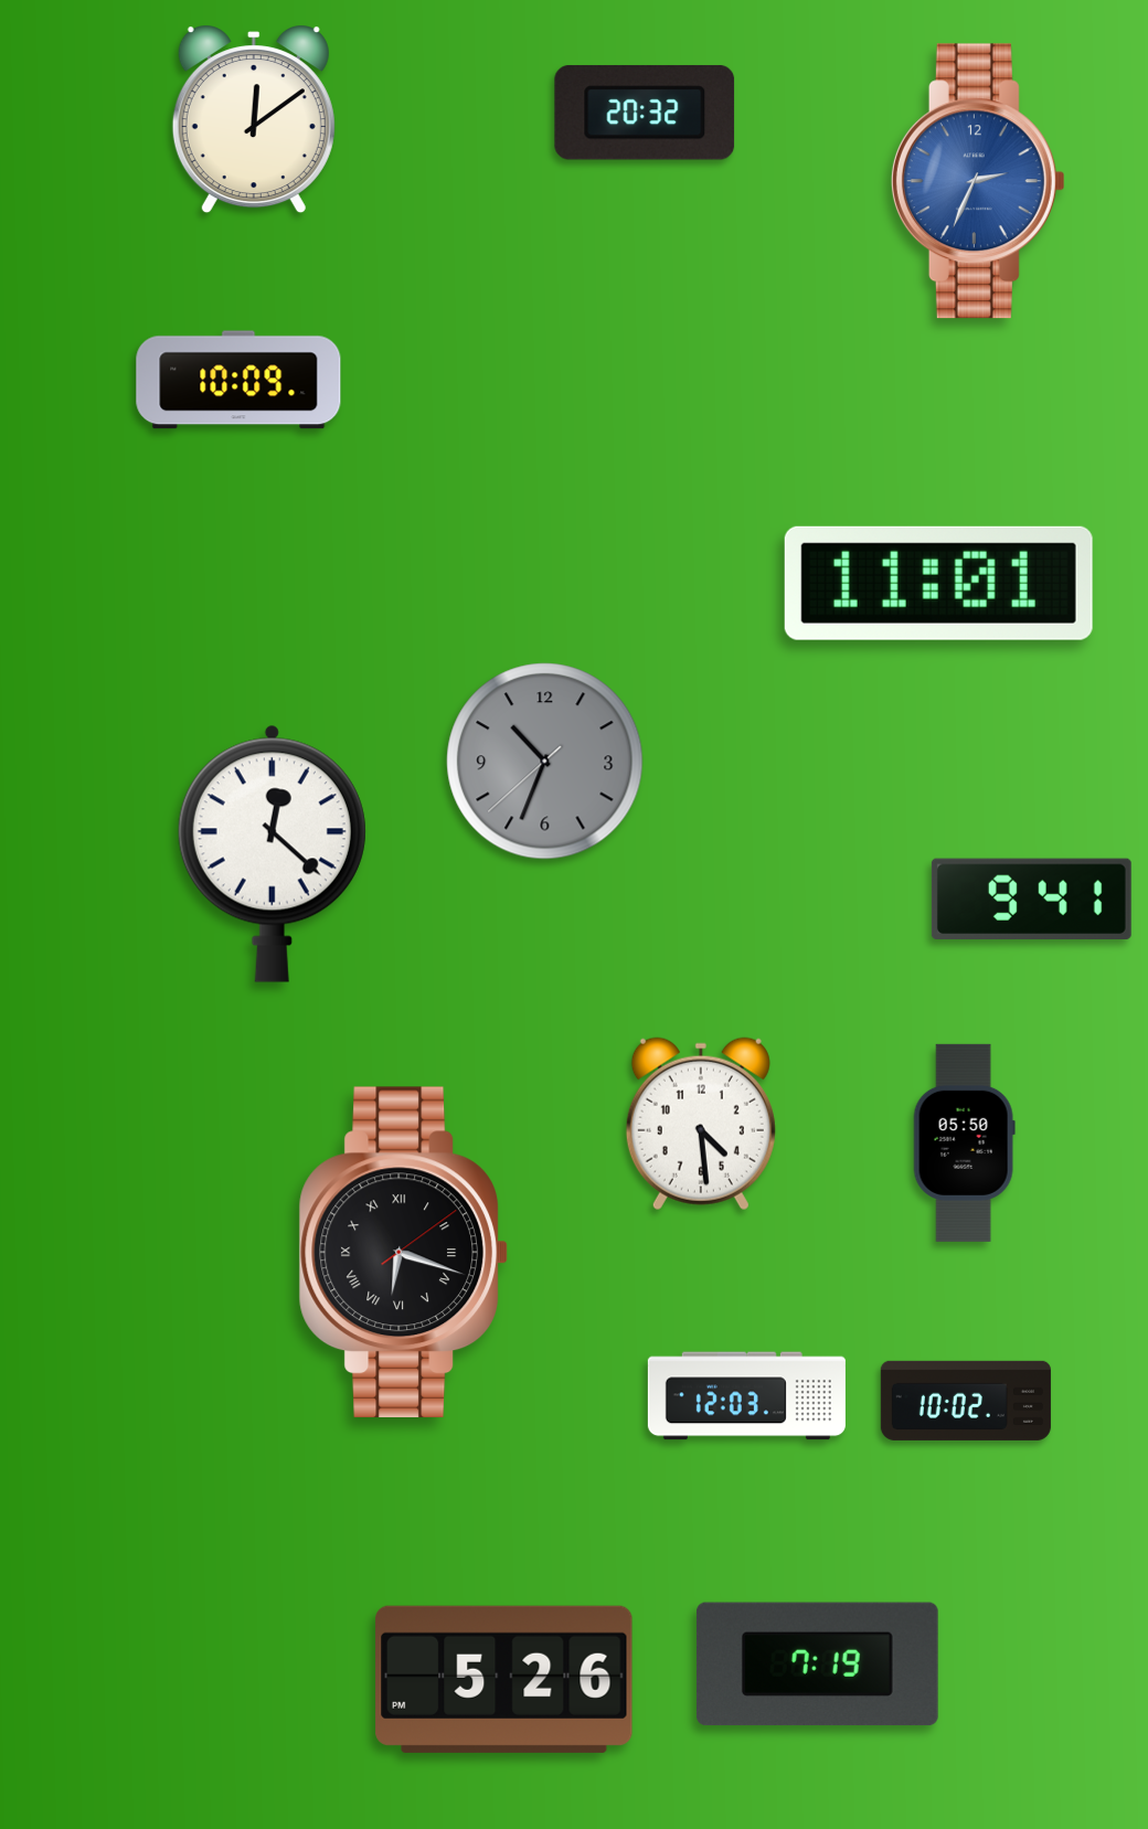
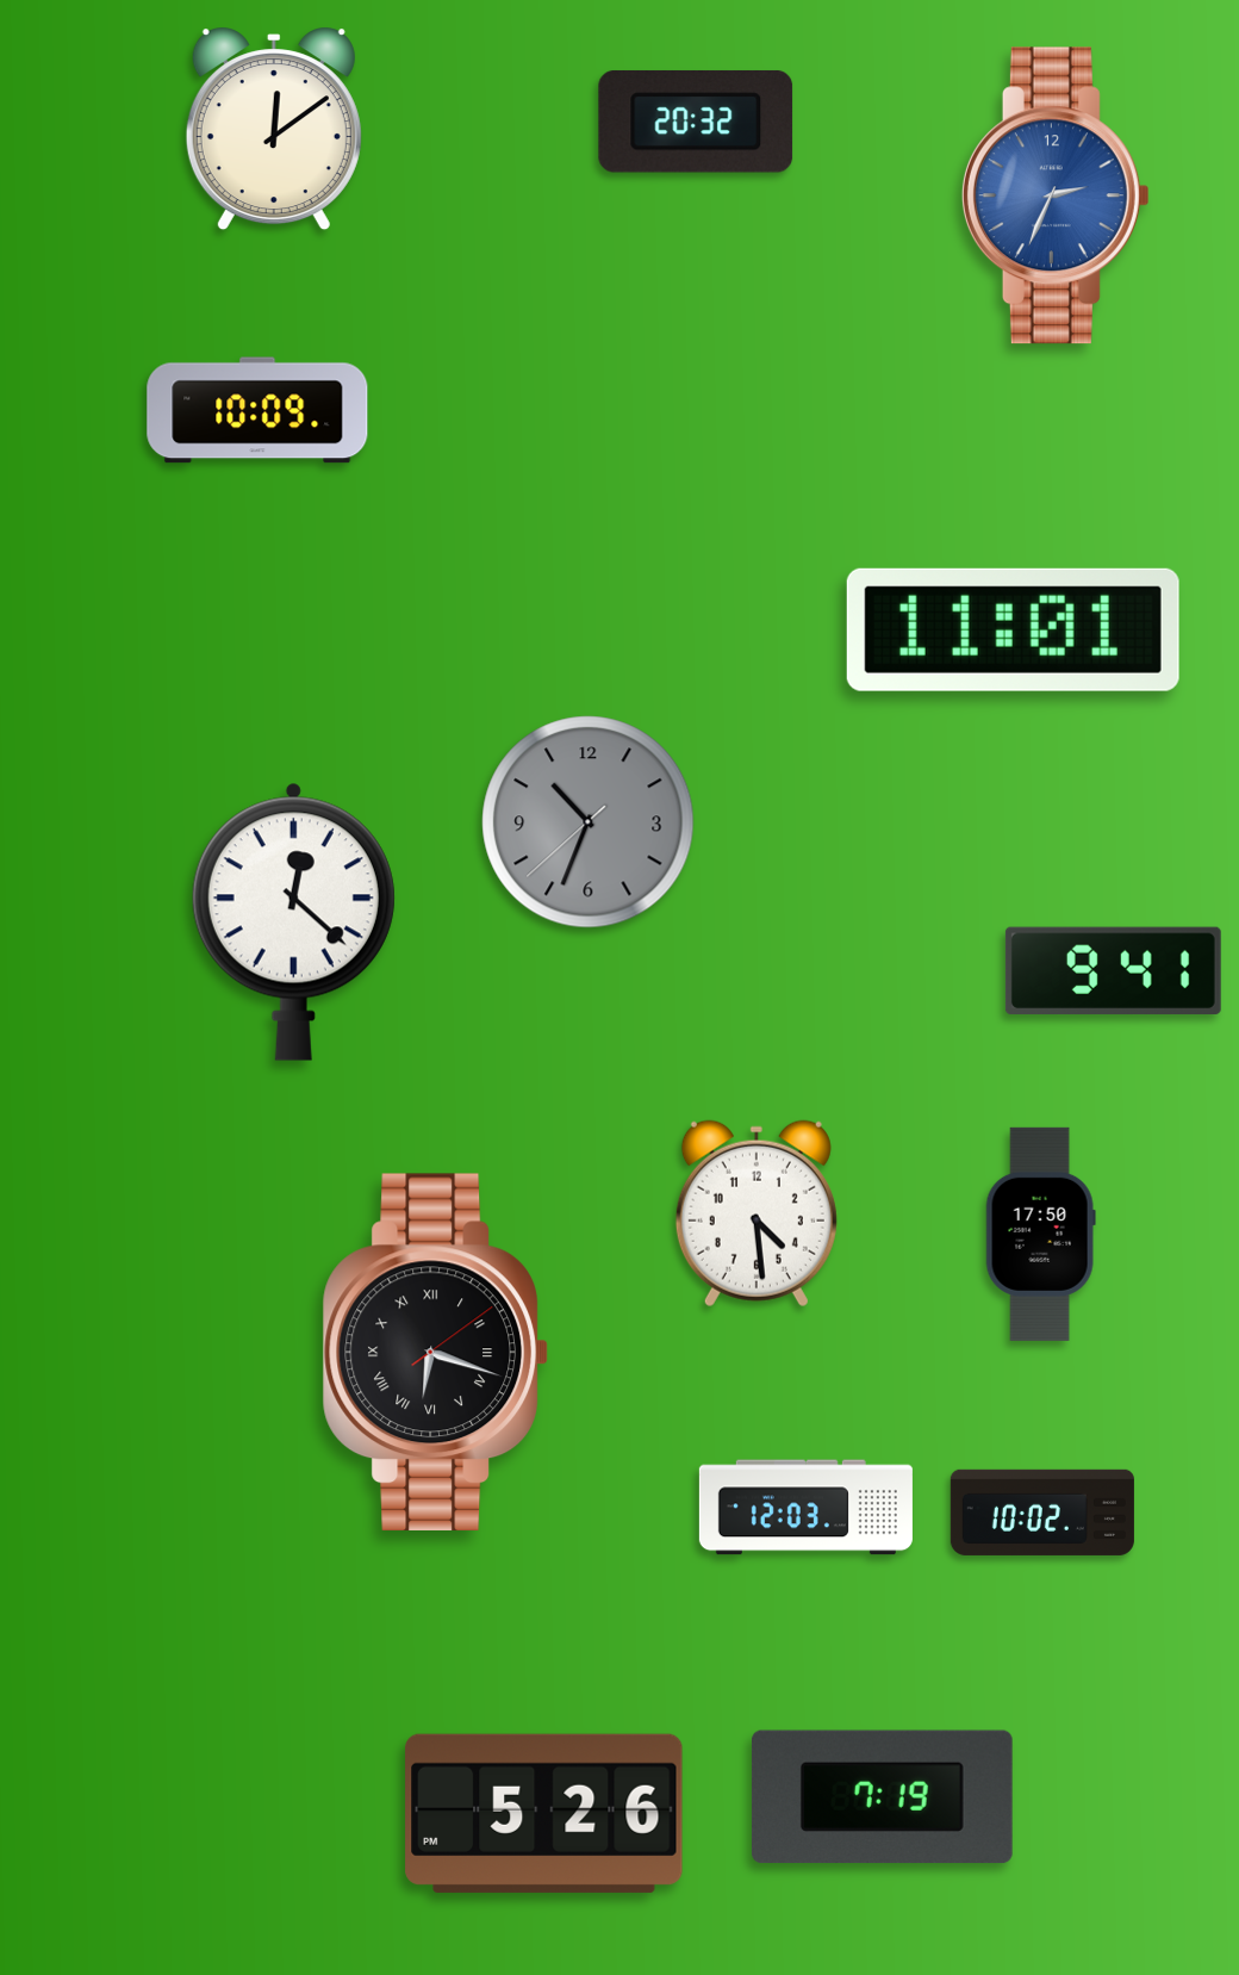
clock at (964, 1142): 05:50 -> 17:50
